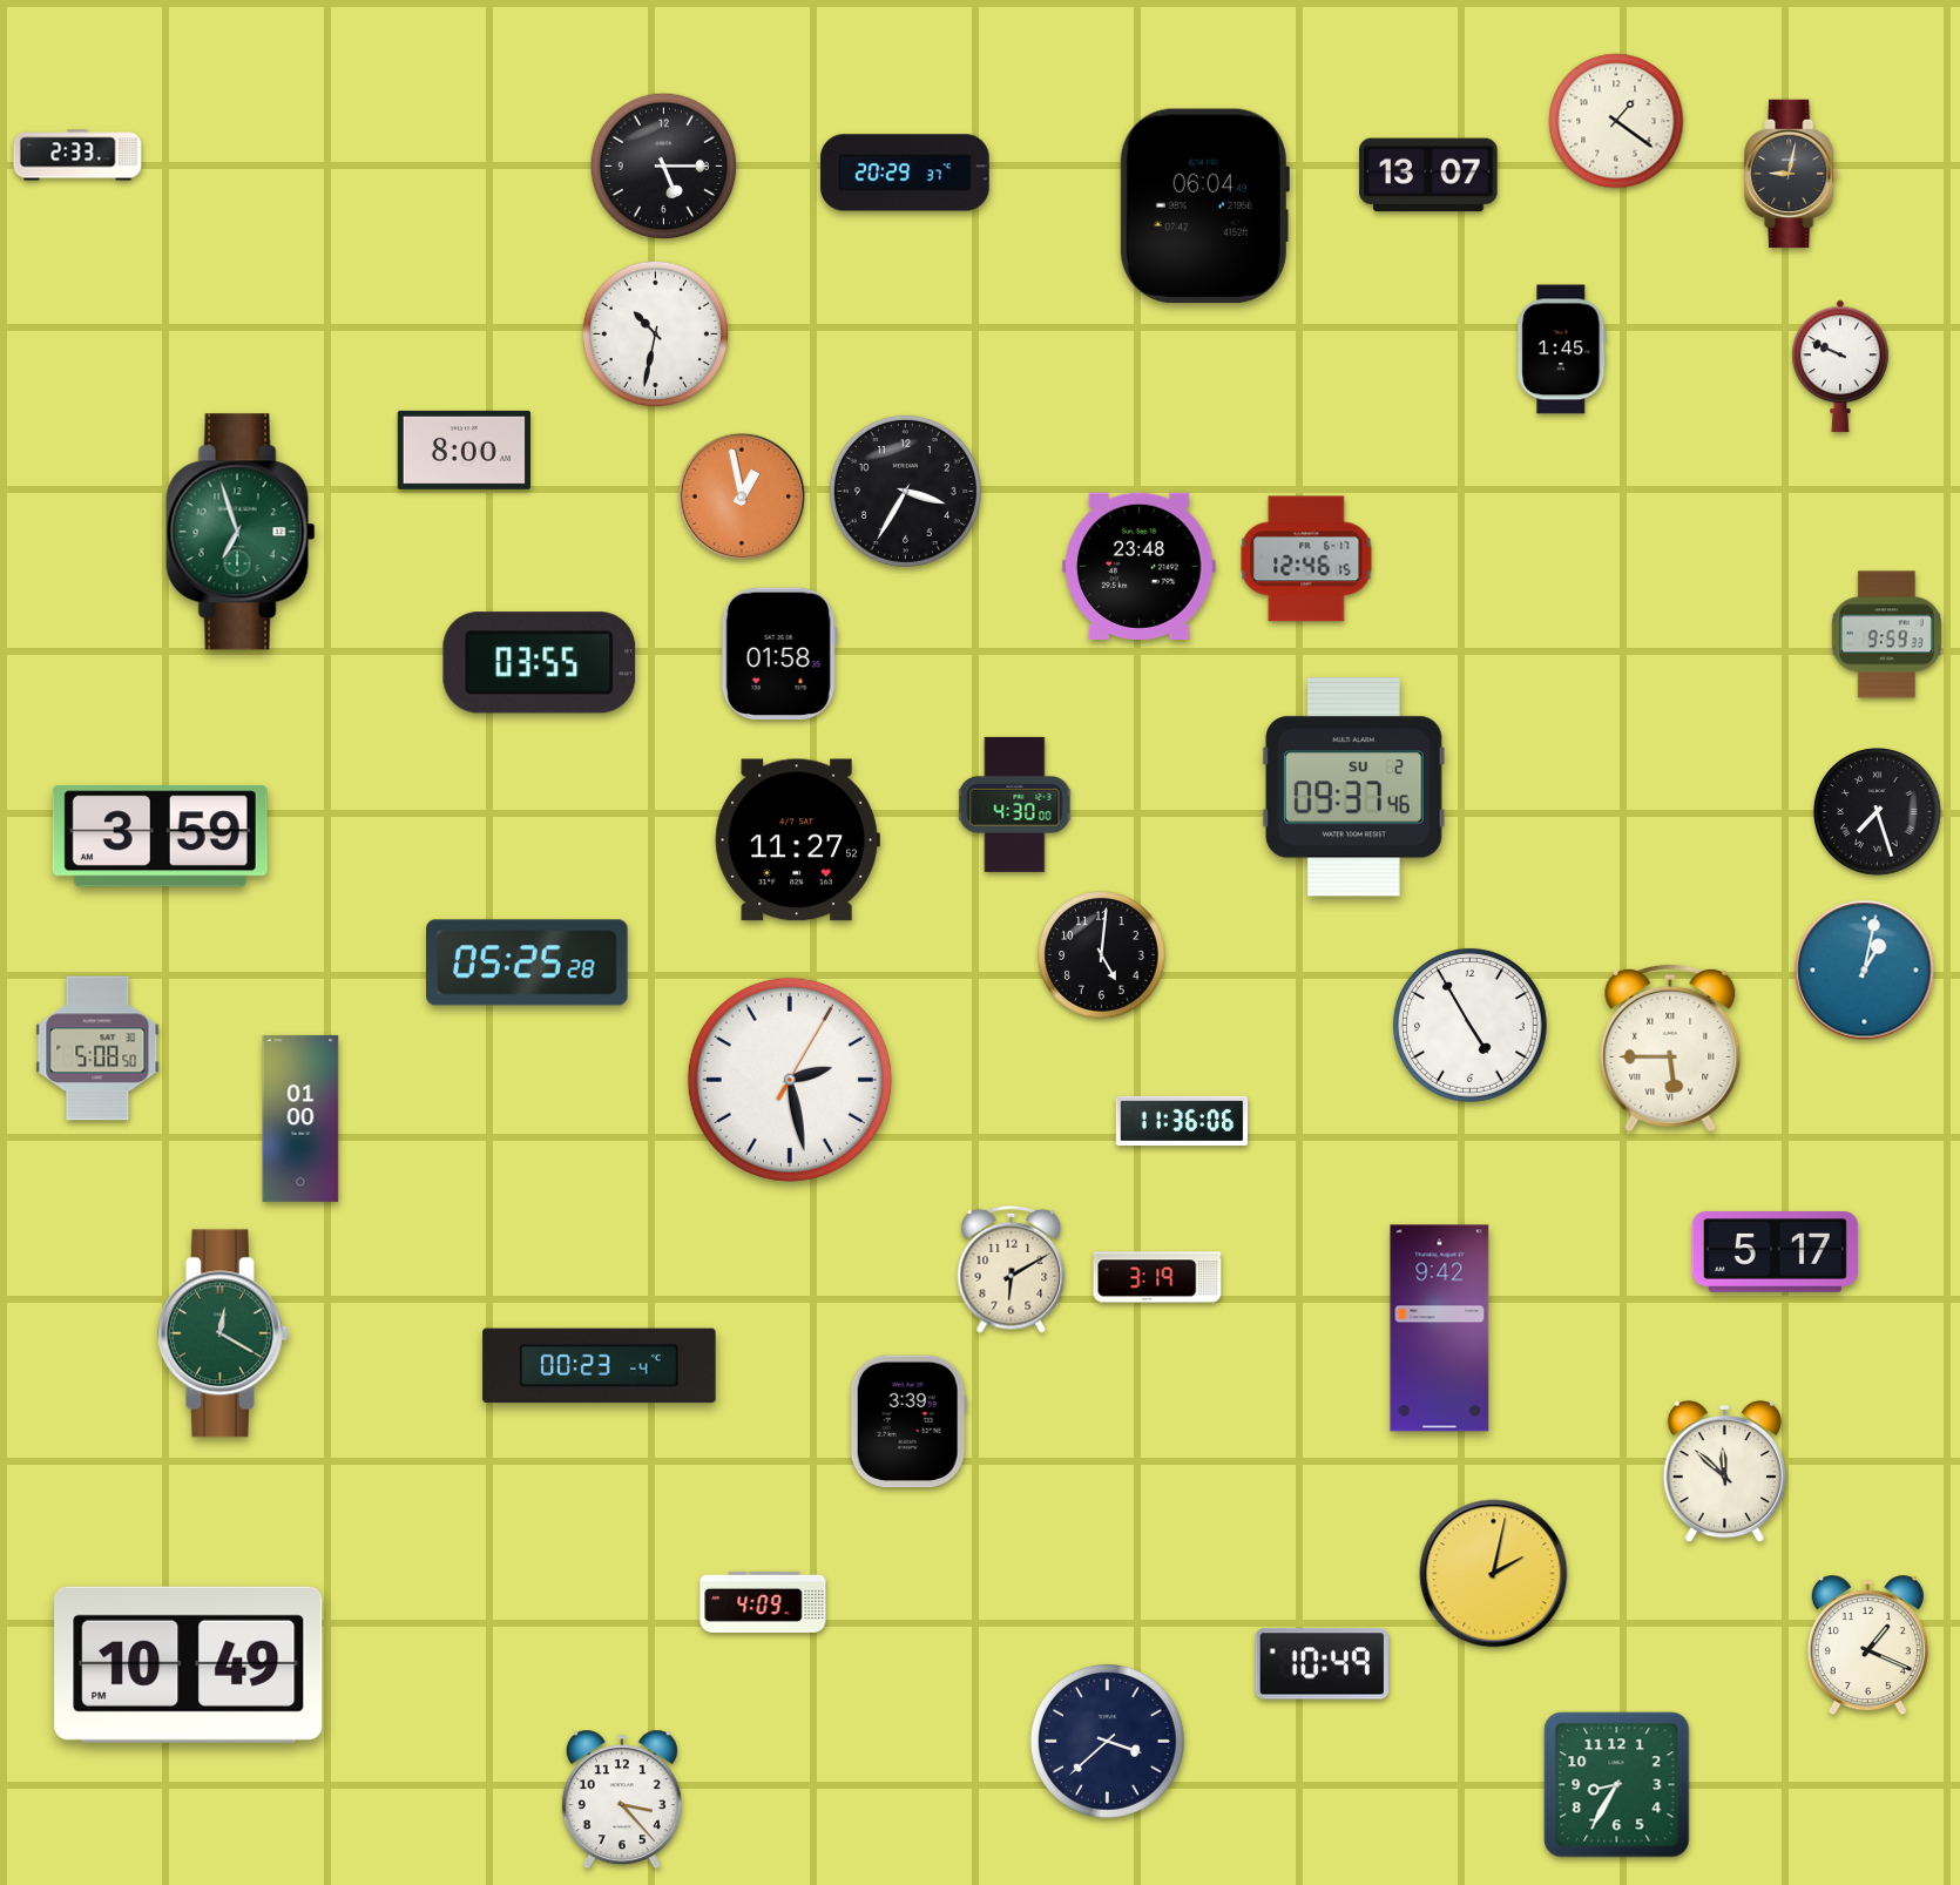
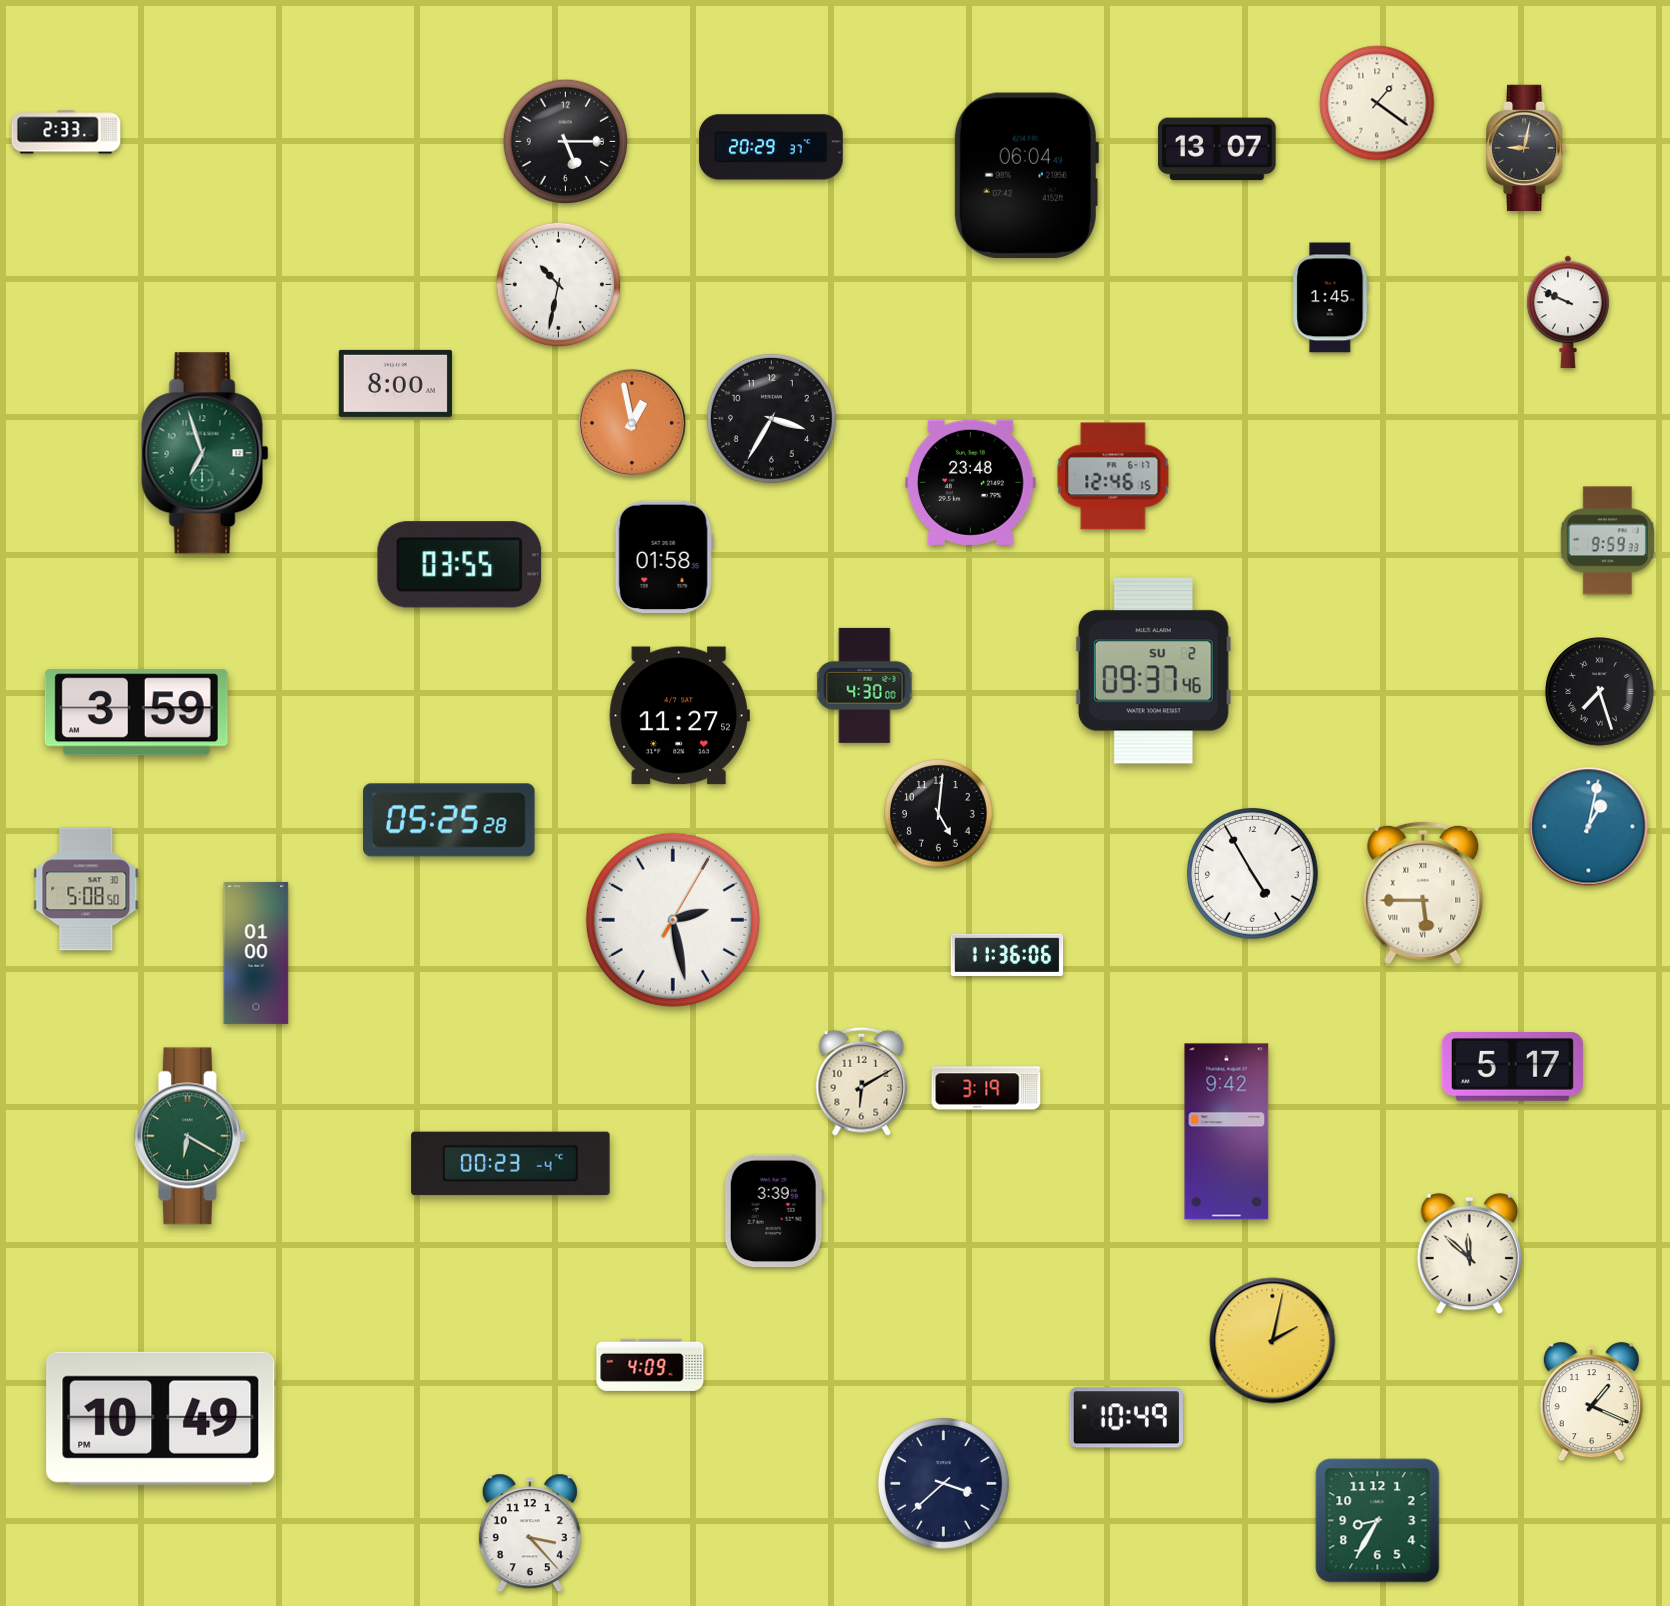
clock at (97, 1048) position: (97, 1048) -> (86, 889)
clock at (223, 1333): 12:20 -> 6:20
